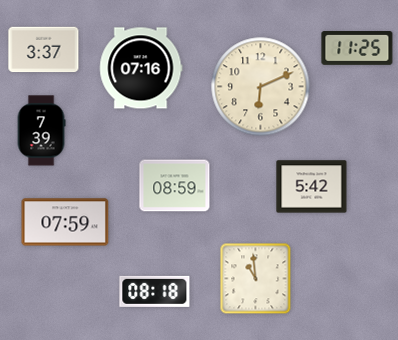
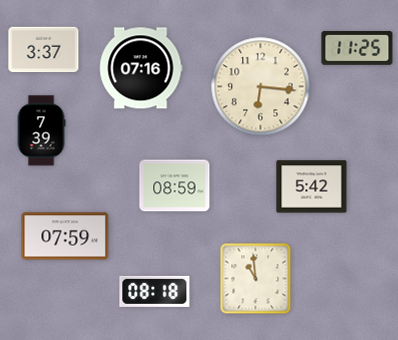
clock at (261, 87): 6:11 -> 6:16
clock at (65, 222) position: (65, 222) -> (65, 236)
